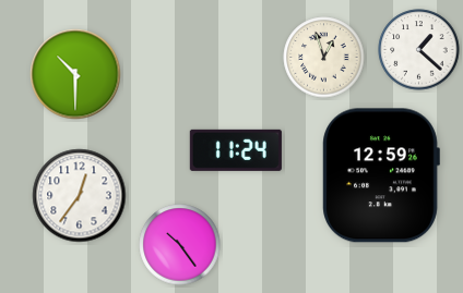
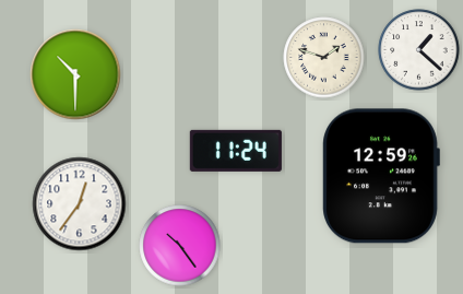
clock at (324, 58): 12:57 -> 1:48
clock at (80, 196) position: (80, 196) -> (80, 204)
